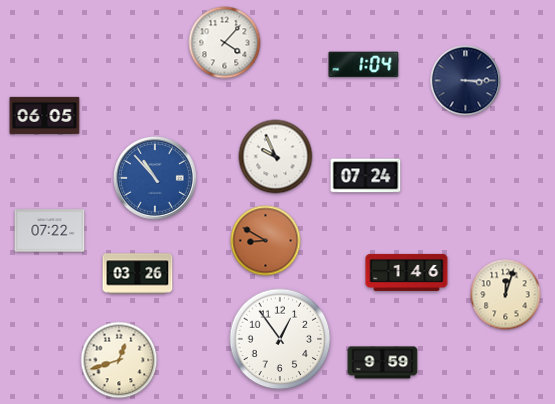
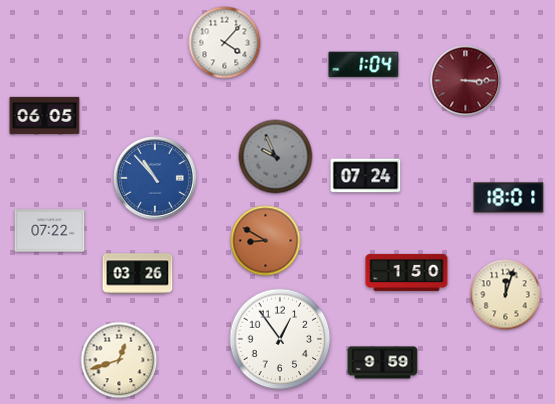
clock at (466, 81) dial: navy -> burgundy
clock at (276, 157) dial: white -> grey
clock at (509, 198): none -> 18:01
clock at (407, 272): 1:46 -> 1:50
